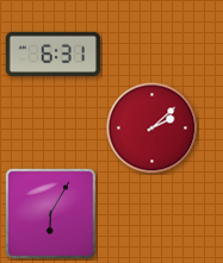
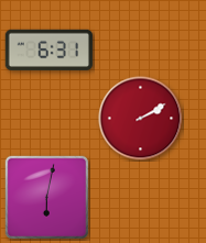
clock at (153, 129): 2:08 -> 2:10
clock at (50, 213): 6:05 -> 6:02
